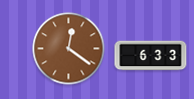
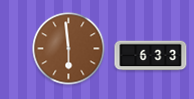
clock at (69, 49): 12:21 -> 5:59
